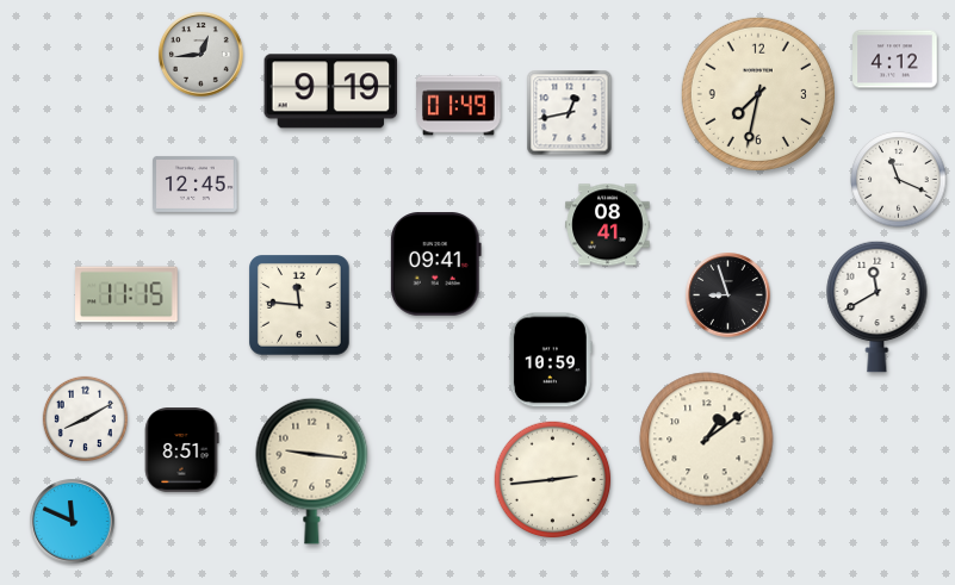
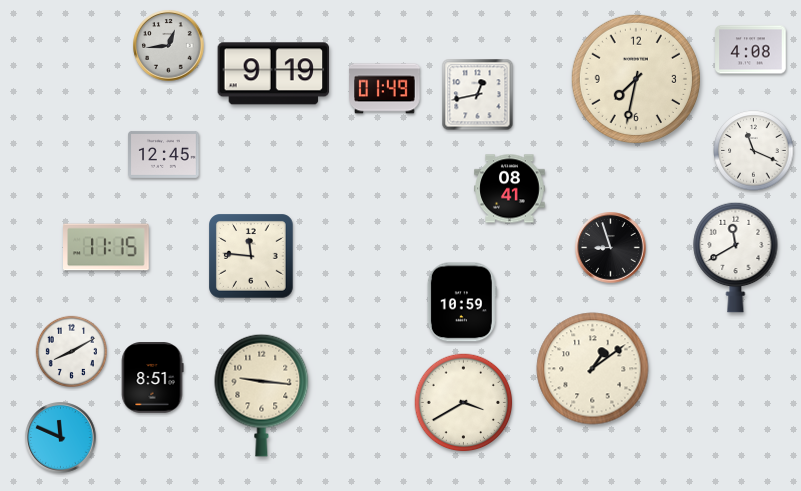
clock at (895, 60): 4:12 -> 4:08
clock at (331, 92) position: (331, 92) -> (274, 74)
clock at (435, 265): 09:41 -> none
clock at (553, 480): 2:44 -> 3:40
